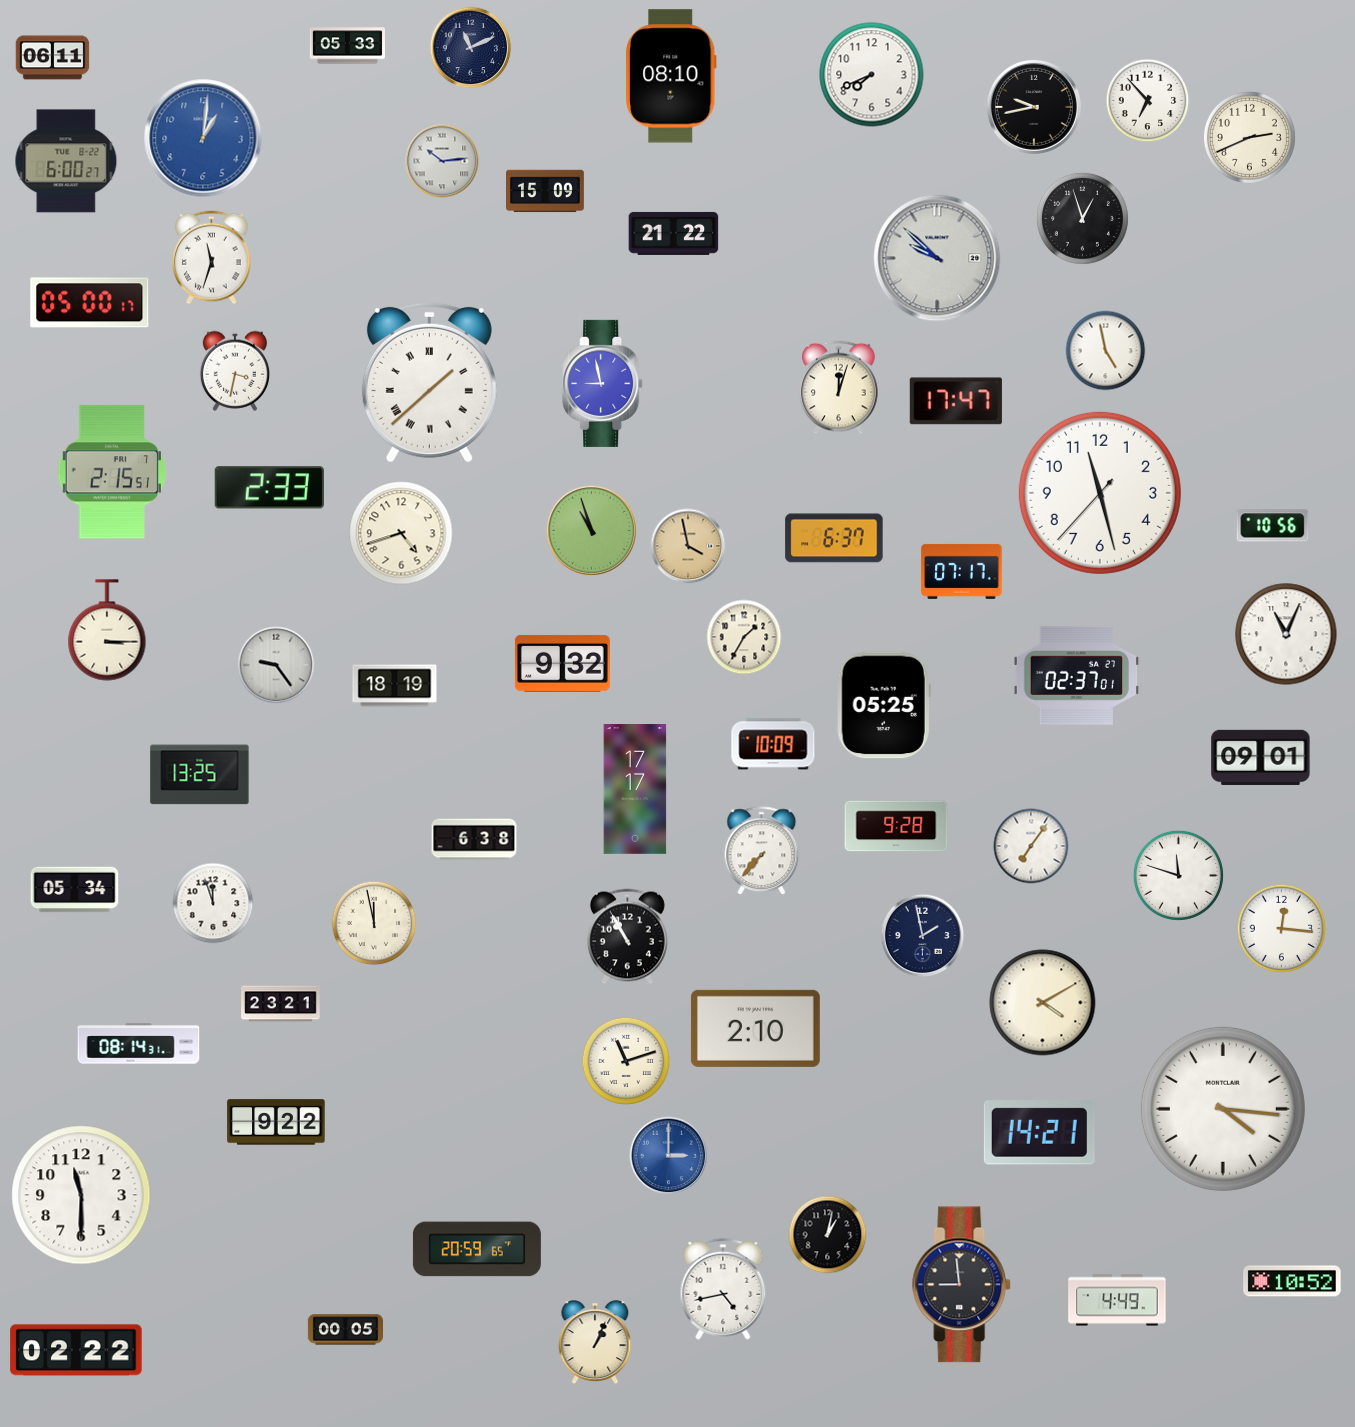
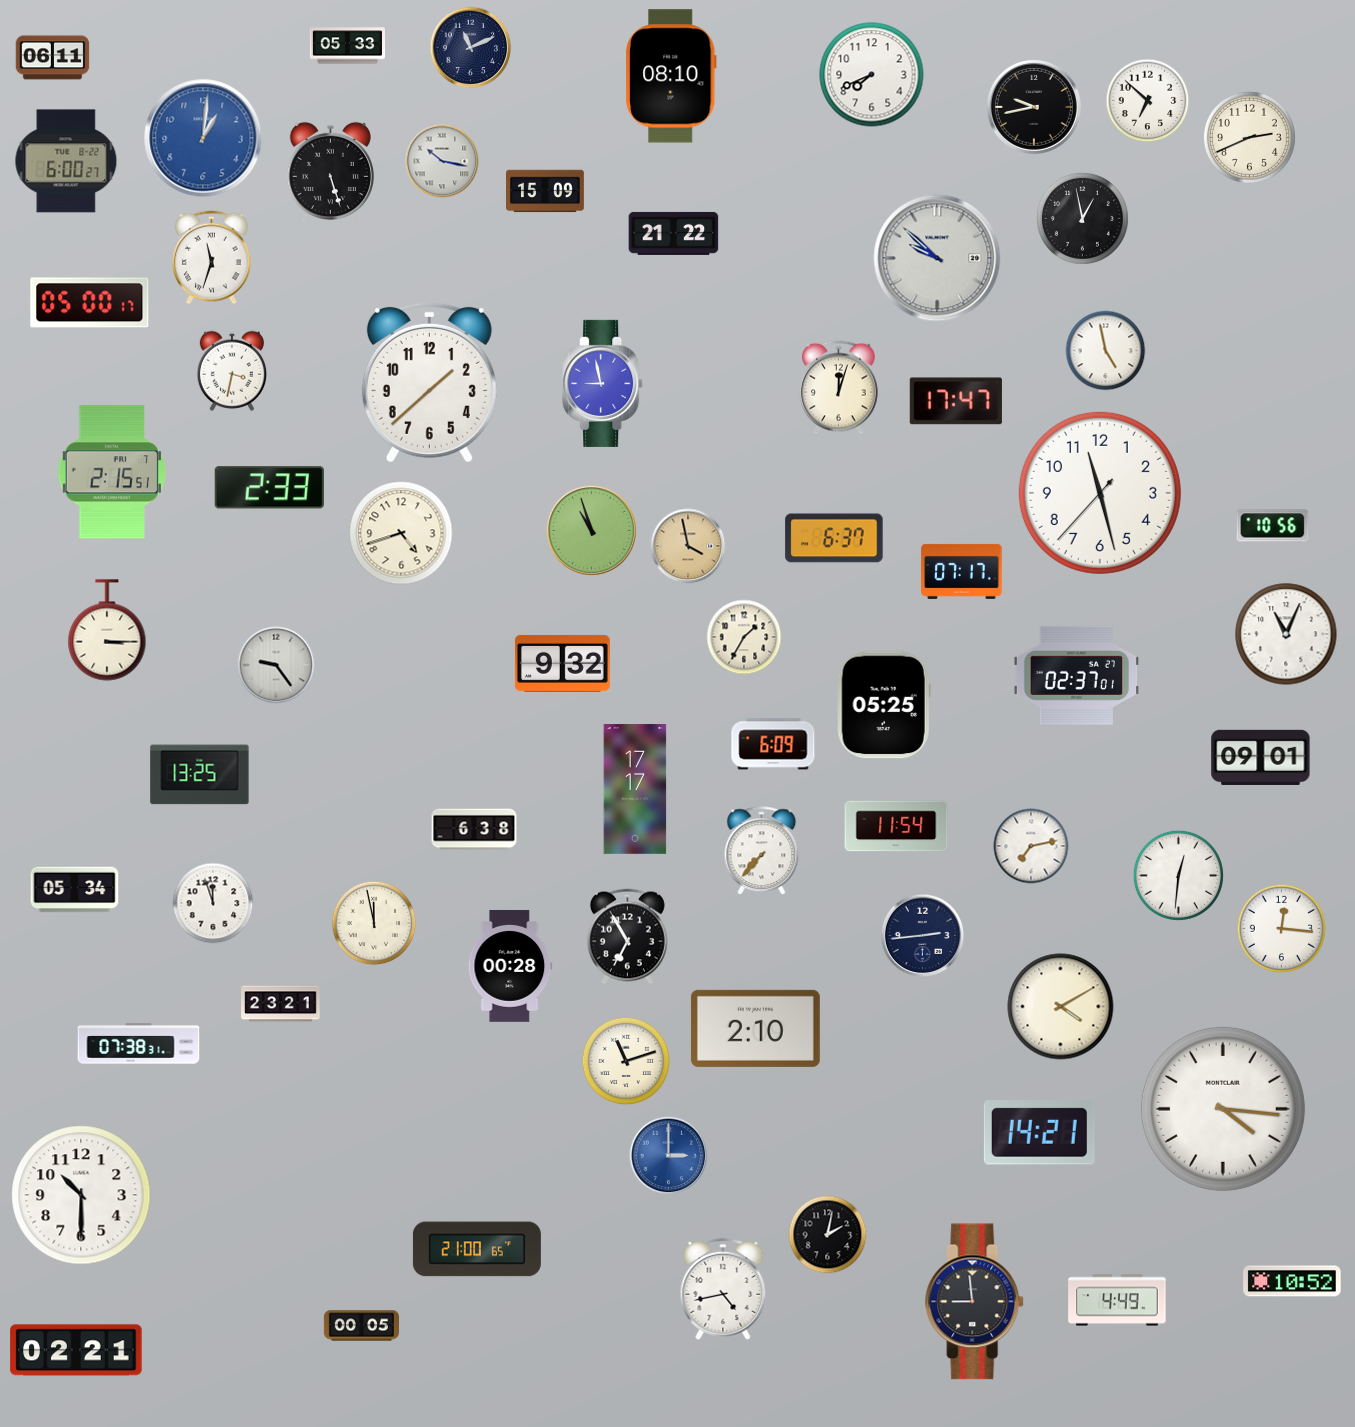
clock at (1148, 101): 6:53 -> 6:52
clock at (442, 161): 10:14 -> 10:17
clock at (330, 172): none -> 5:27
clock at (1082, 218): 12:57 -> 12:58
clock at (234, 371) position: (234, 371) -> (231, 371)
clock at (429, 382) numerals: Roman -> Arabic
clock at (395, 686): 18:19 -> none
clock at (773, 744): 10:09 -> 6:09
clock at (896, 826): 9:28 -> 11:54
clock at (474, 839) position: (474, 839) -> (474, 829)
clock at (1031, 846): 7:06 -> 7:13
clock at (1178, 875): 11:48 -> 12:31
clock at (923, 936): 1:58 -> 2:44
clock at (627, 937): 10:55 -> 6:55
clock at (510, 966): none -> 00:28
clock at (1043, 1003) position: (1043, 1003) -> (1061, 1007)
clock at (139, 1044): 08:14 -> 07:38
clock at (276, 1122): 9:22 -> none
clock at (81, 1195): 11:30 -> 10:30
clock at (828, 1235): 1:02 -> 2:02
clock at (477, 1249): 20:59 -> 21:00
clock at (962, 1285) position: (962, 1285) -> (975, 1302)
clock at (346, 1330) position: (346, 1330) -> (362, 1326)
clock at (595, 1343): 1:04 -> none
clock at (76, 1350): 02:22 -> 02:21
